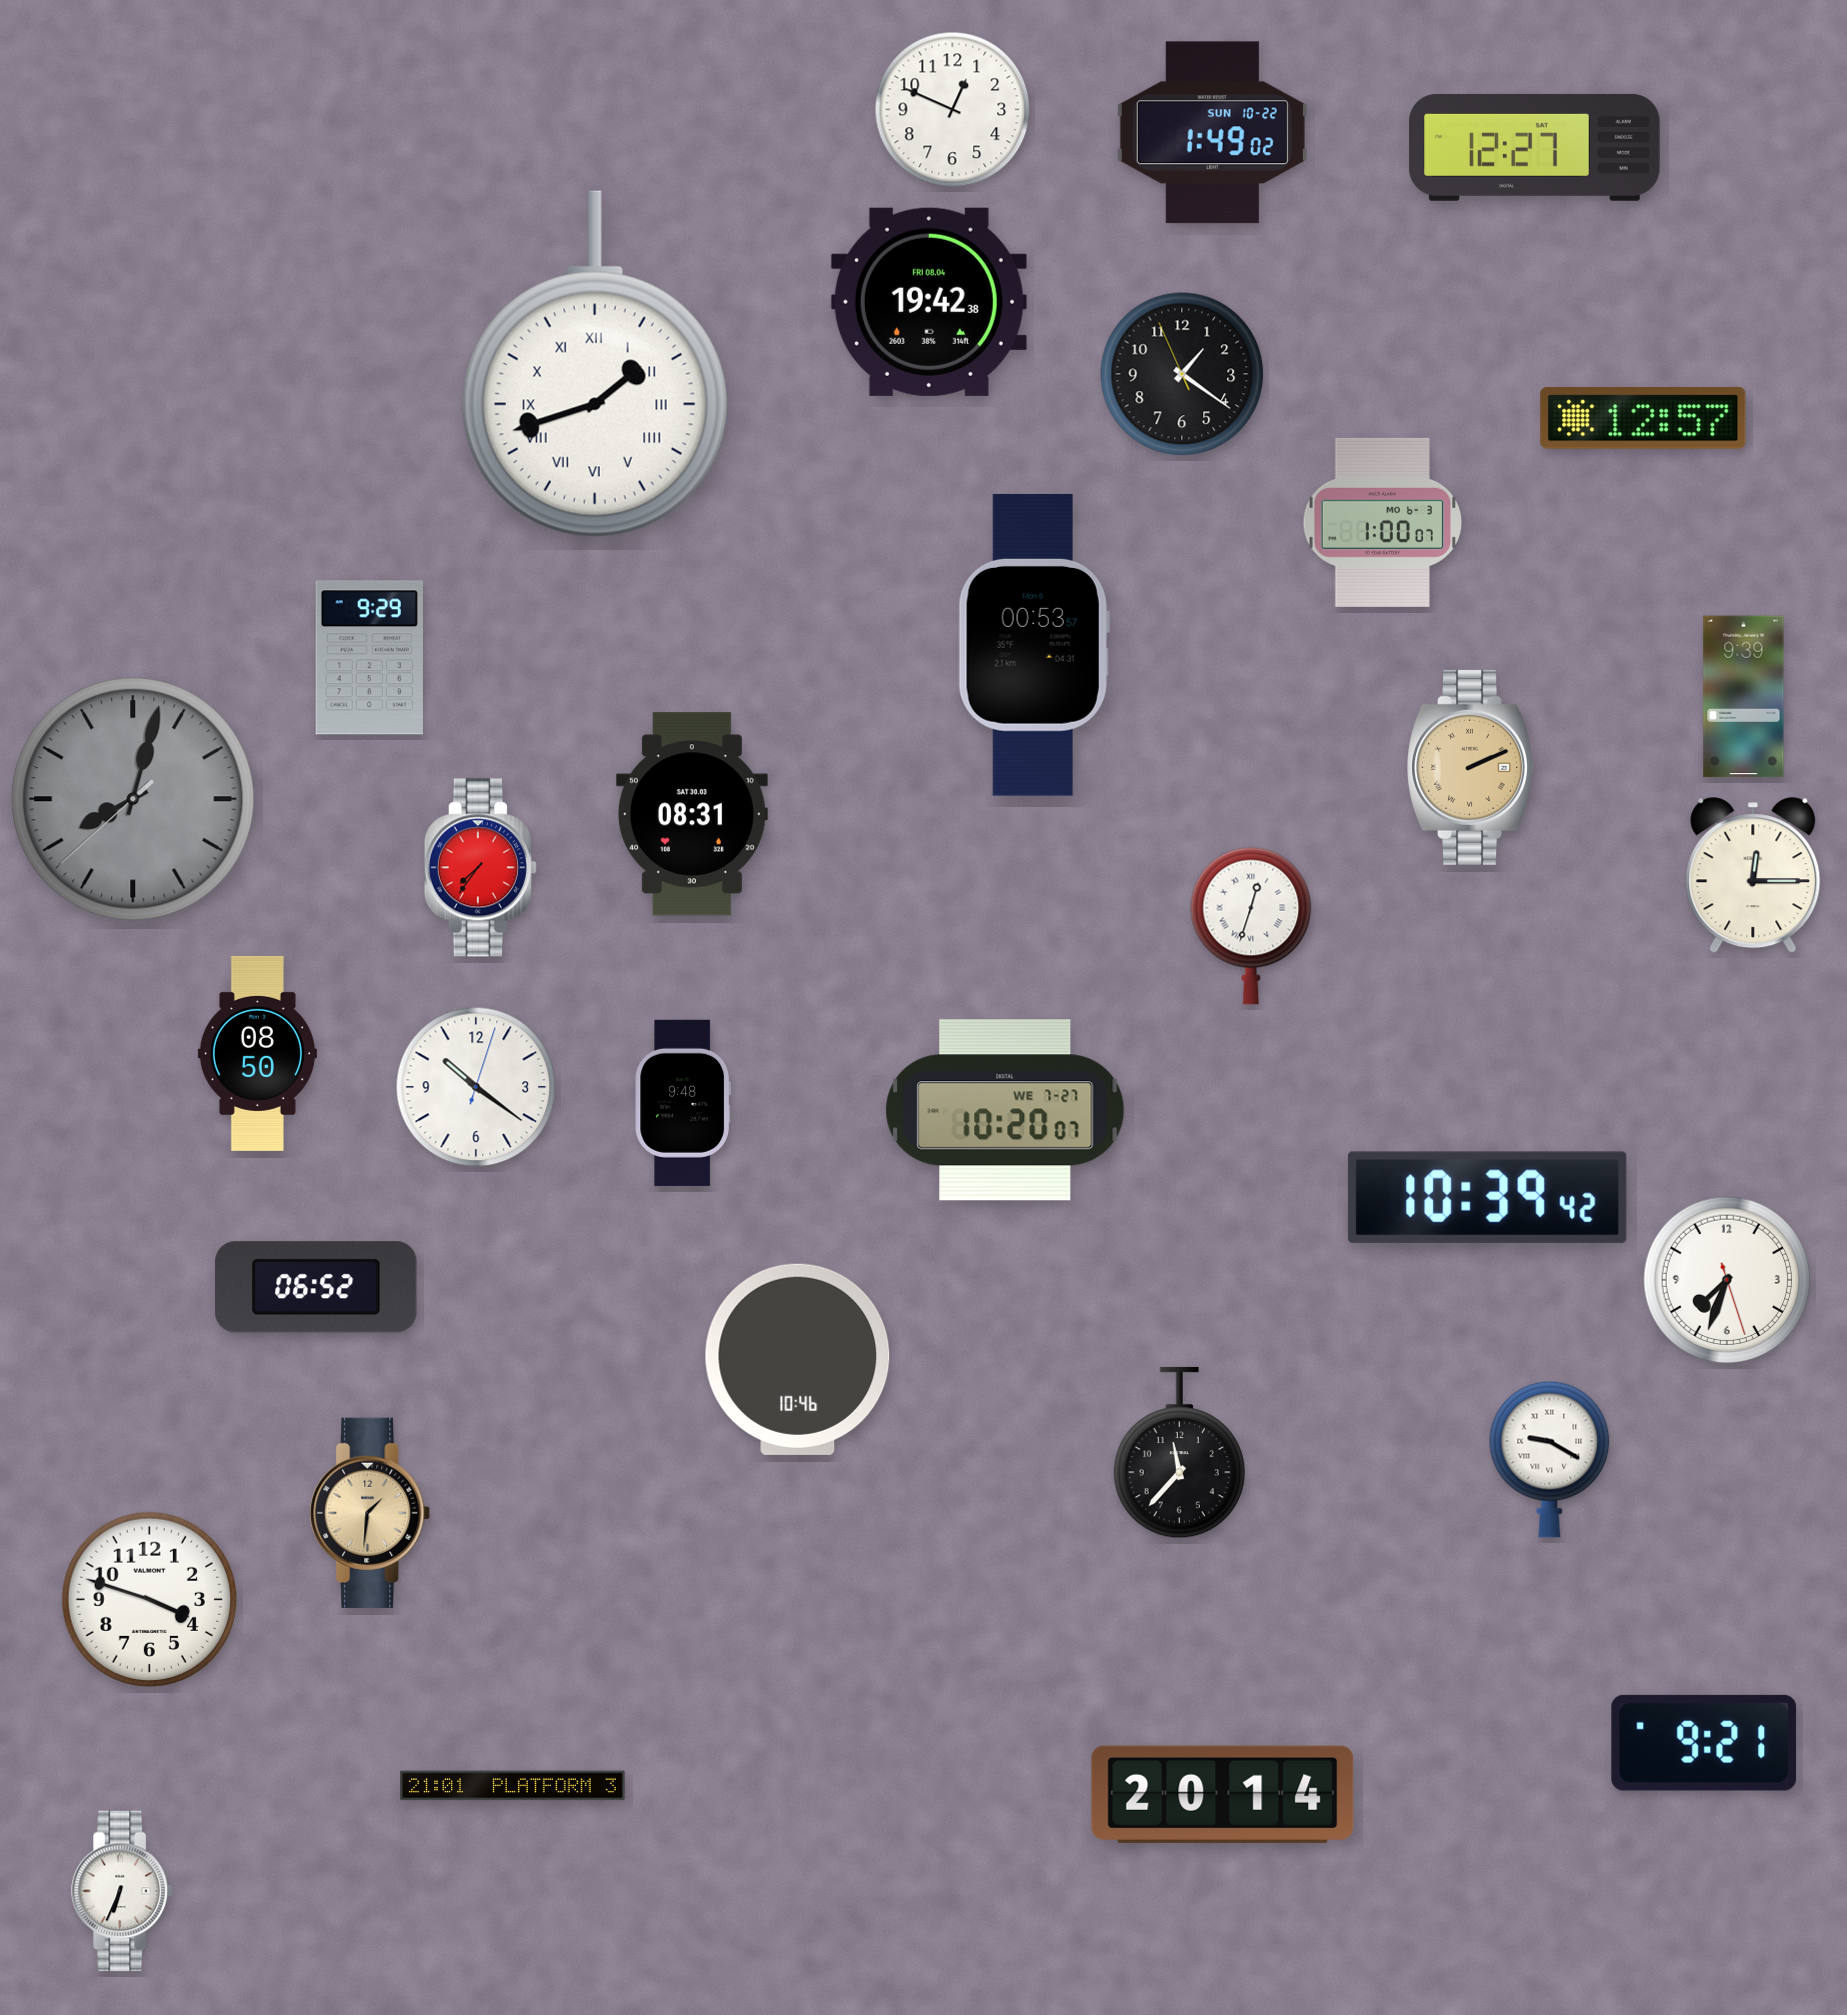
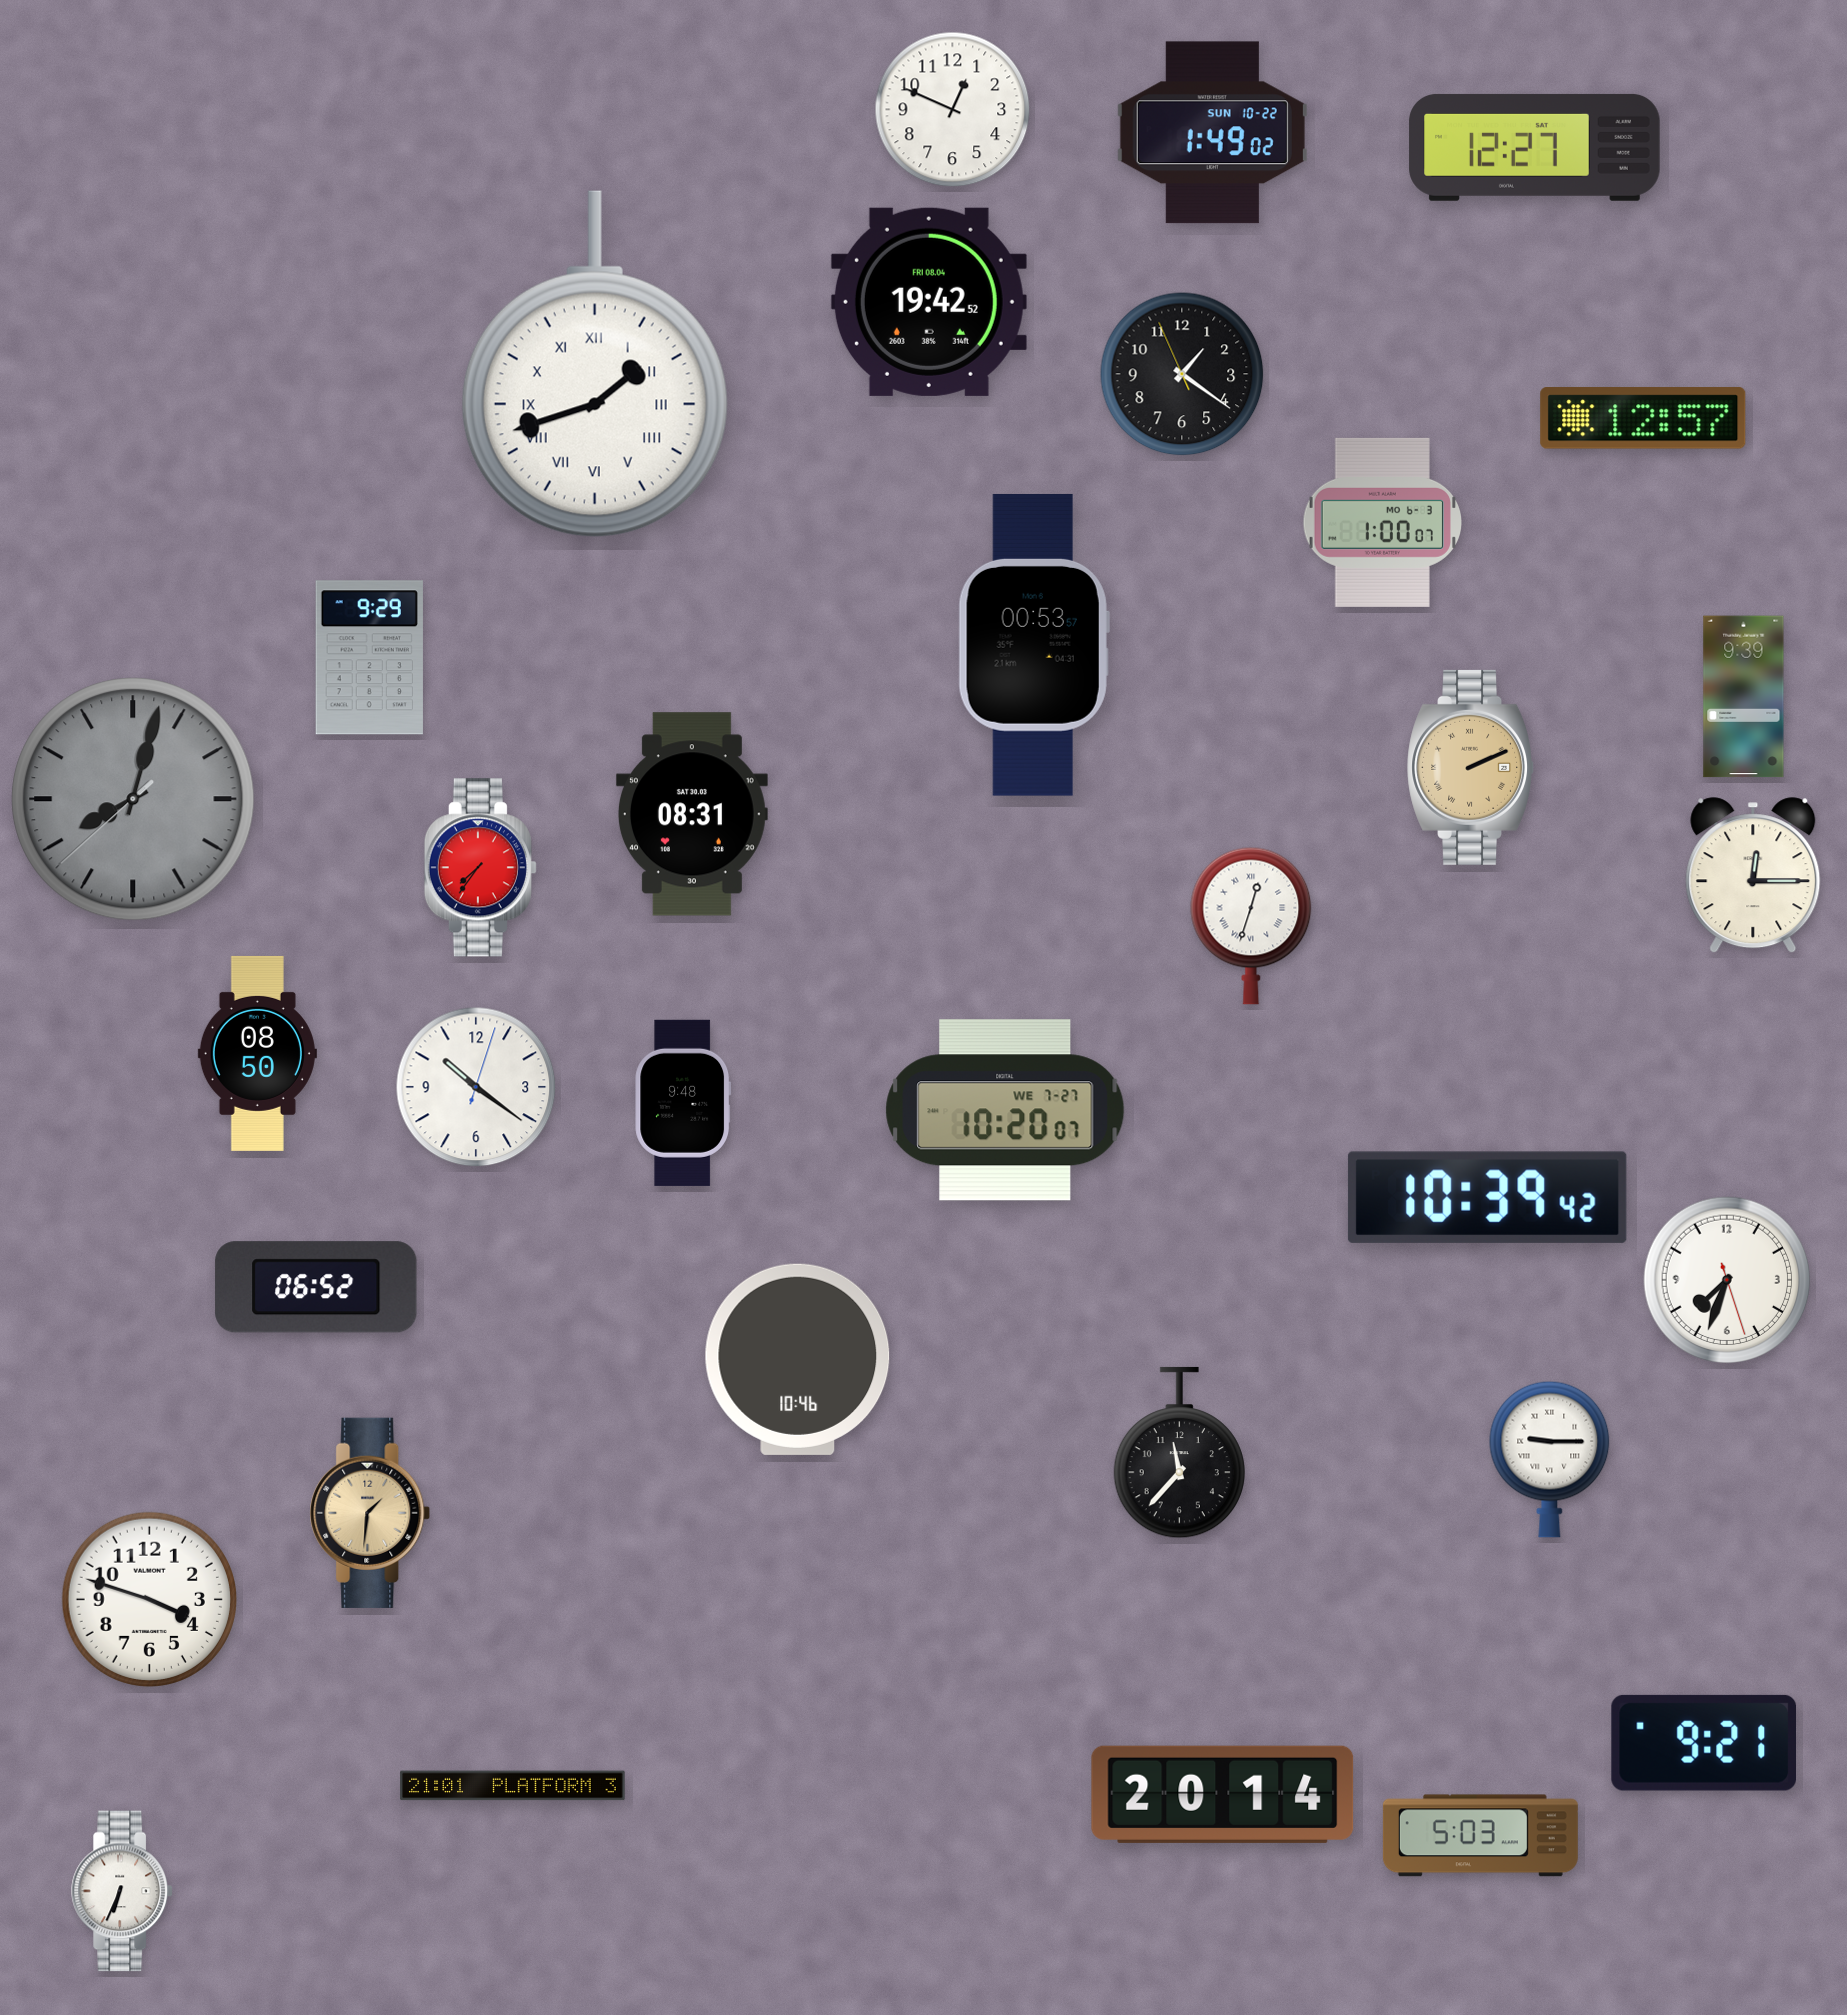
clock at (929, 302): 19:42:38 -> 19:42:52
clock at (1550, 1459): 9:20 -> 9:15
clock at (1480, 1836): none -> 5:03
